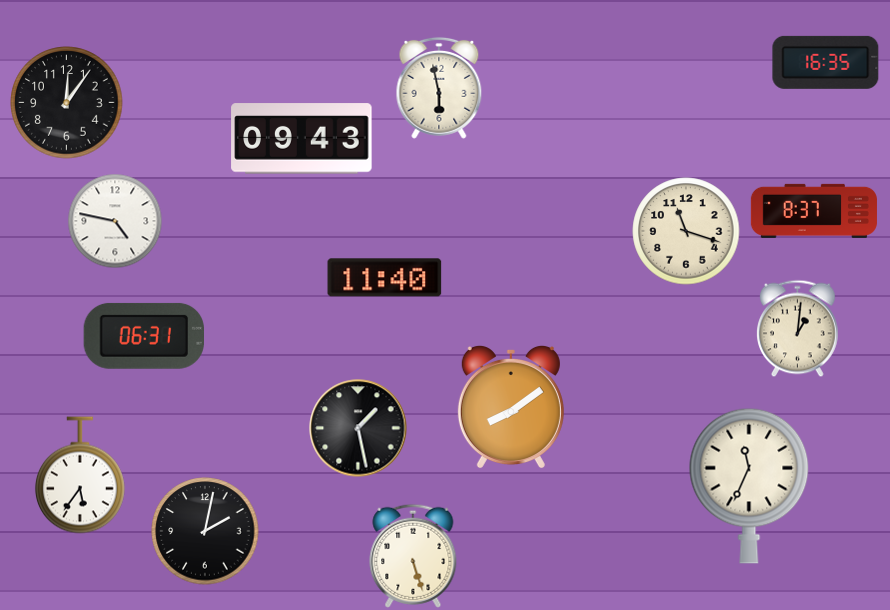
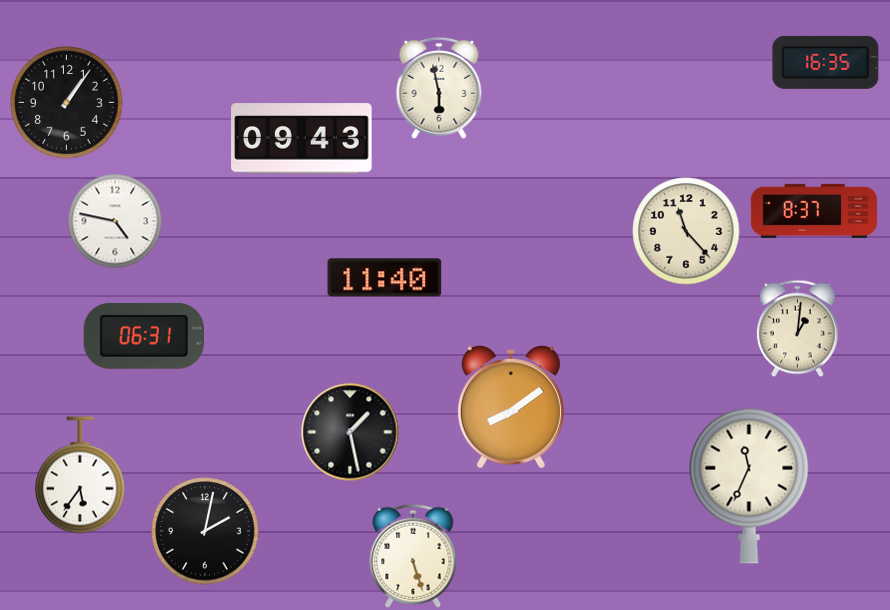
clock at (67, 103): 12:06 -> 1:06
clock at (686, 231): 11:18 -> 11:23
clock at (358, 428) position: (358, 428) -> (350, 432)
